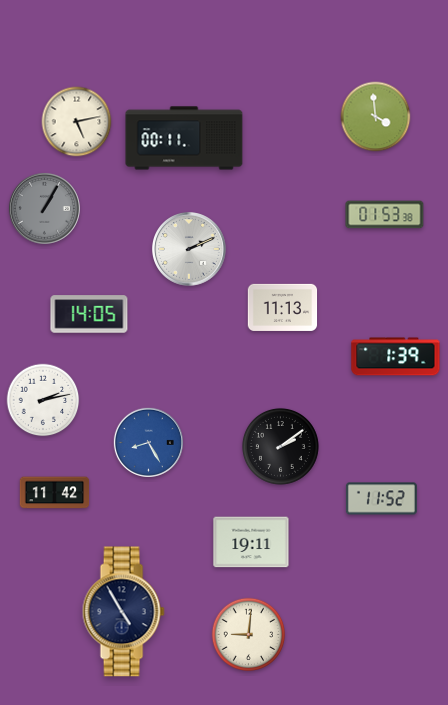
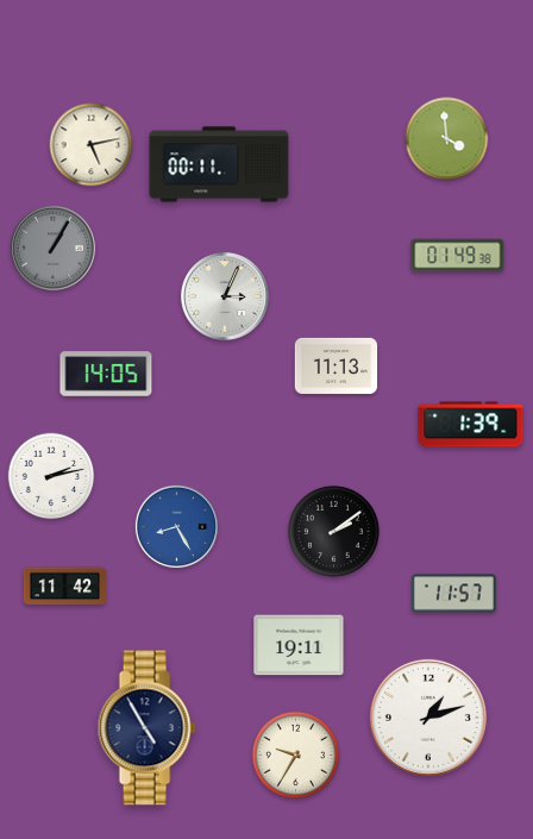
clock at (385, 215): 01:53 -> 01:49
clock at (189, 249): 2:11 -> 3:04
clock at (381, 499): 11:52 -> 11:57
clock at (428, 718): none -> 1:12
clock at (249, 635): 9:01 -> 9:35
